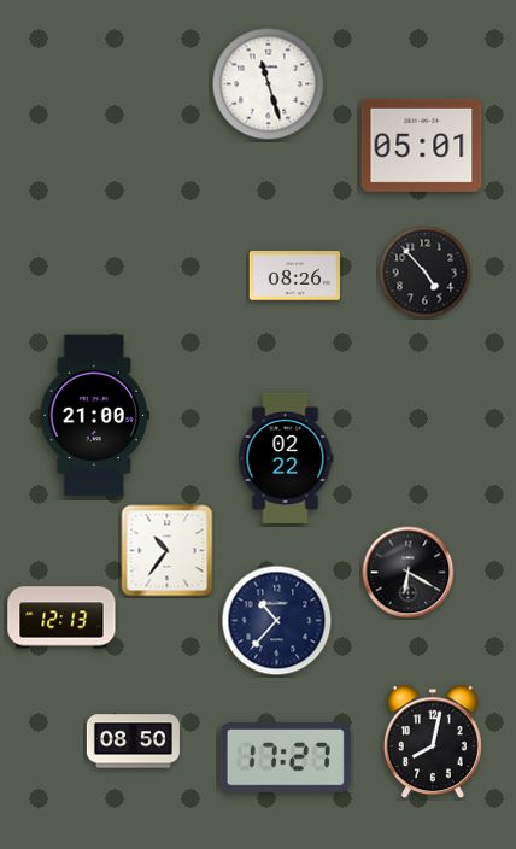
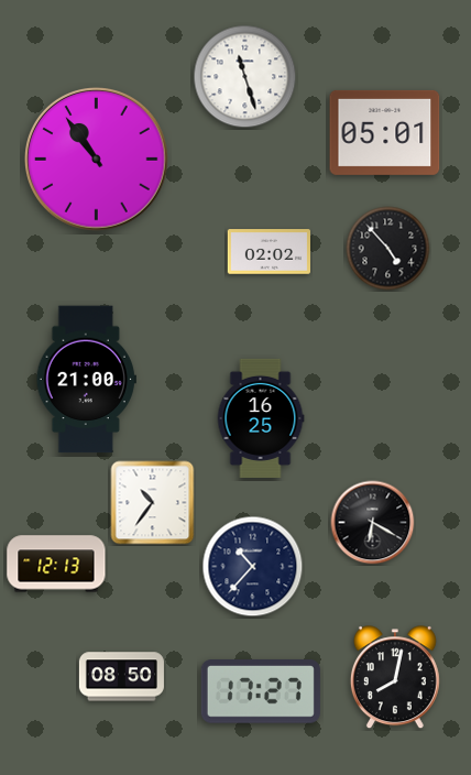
clock at (97, 160): none -> 10:54
clock at (294, 276): 08:26 -> 02:02
clock at (286, 458): 02:22 -> 16:25
